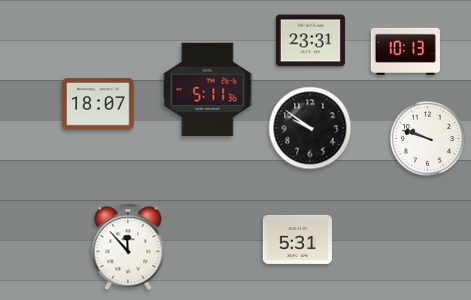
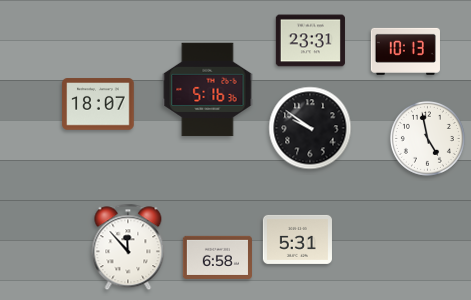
clock at (208, 90): 5:11 -> 5:16
clock at (427, 138): 9:48 -> 4:58
clock at (217, 257): none -> 6:58
